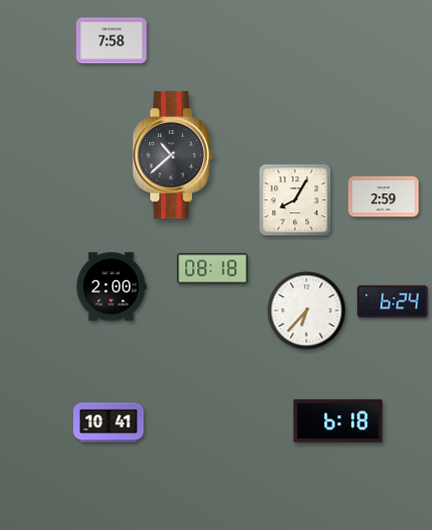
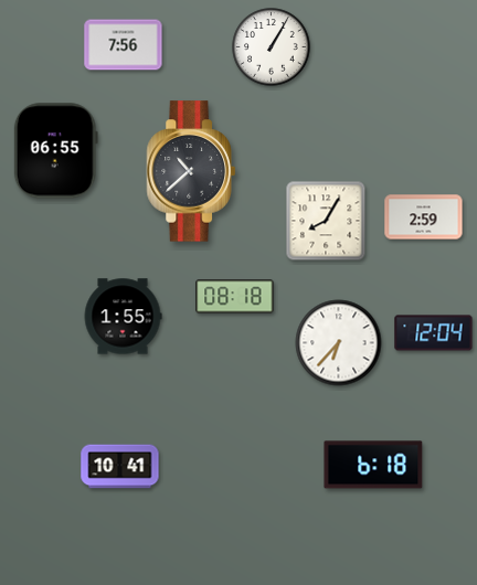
clock at (112, 41): 7:58 -> 7:56
clock at (272, 47): none -> 1:05
clock at (55, 151): none -> 06:55
clock at (111, 287): 2:00 -> 1:55
clock at (393, 302): 6:24 -> 12:04
